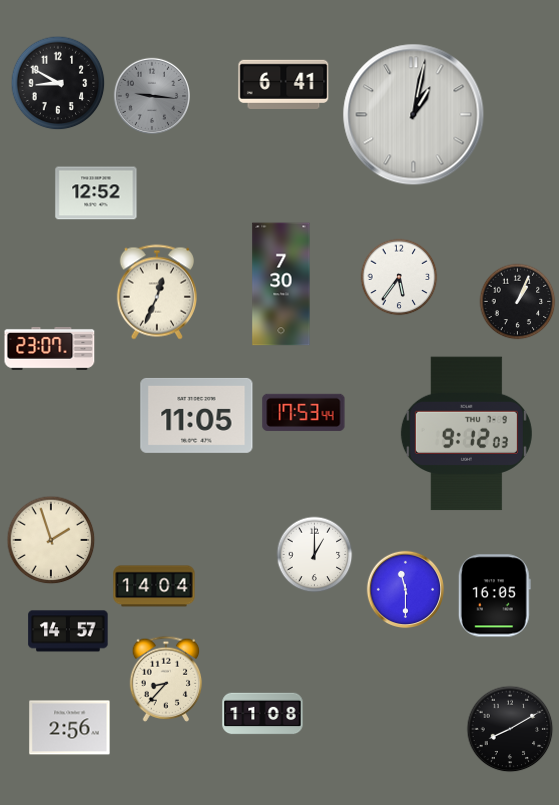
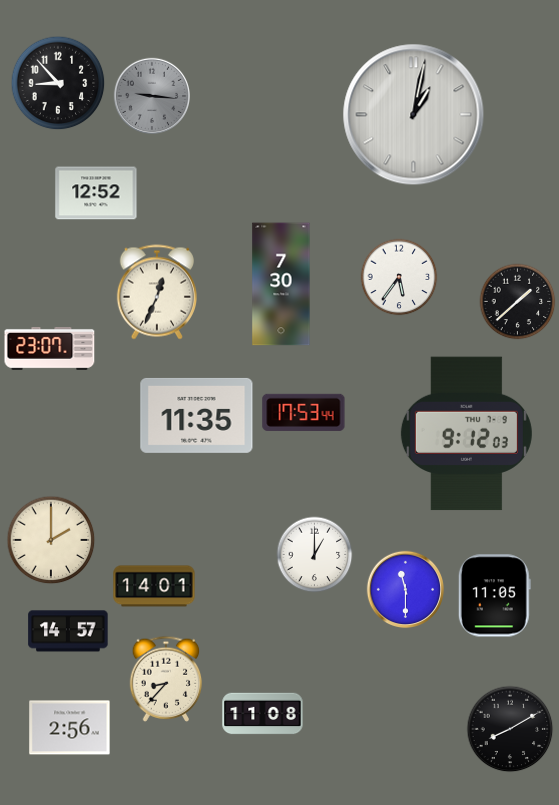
clock at (58, 83): 8:50 -> 8:53
clock at (284, 84): 6:41 -> none
clock at (518, 302): 1:04 -> 1:38
clock at (197, 415): 11:05 -> 11:35
clock at (51, 540): 1:57 -> 2:00
clock at (154, 586): 14:04 -> 14:01
clock at (494, 596): 16:05 -> 11:05
